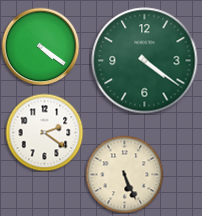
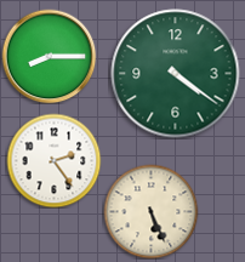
clock at (40, 46): 4:21 -> 8:15
clock at (44, 132): 2:21 -> 2:24
